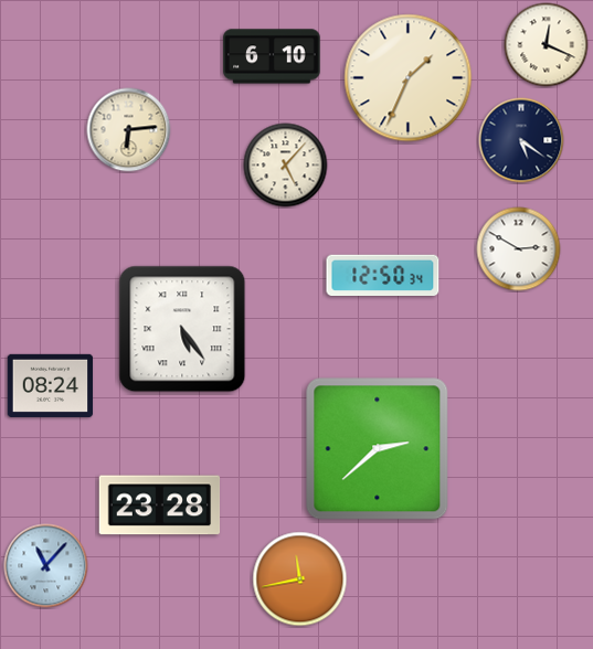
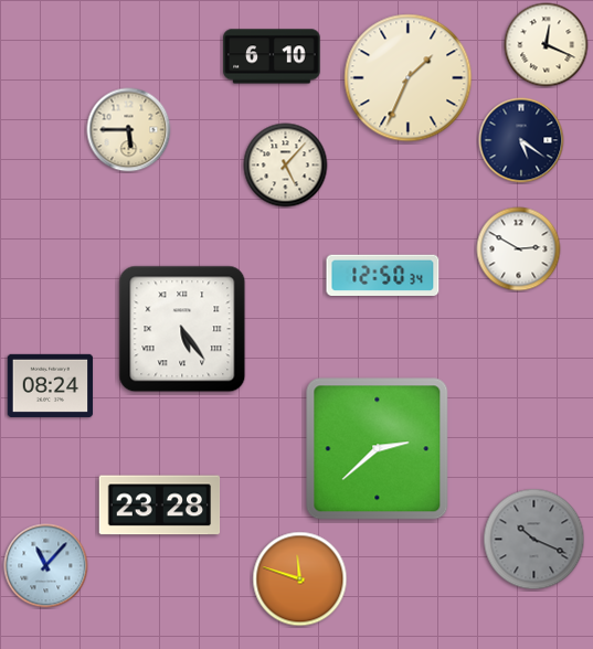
clock at (129, 130): 6:14 -> 5:45
clock at (534, 540): none -> 10:19
clock at (300, 579): 11:43 -> 11:48
